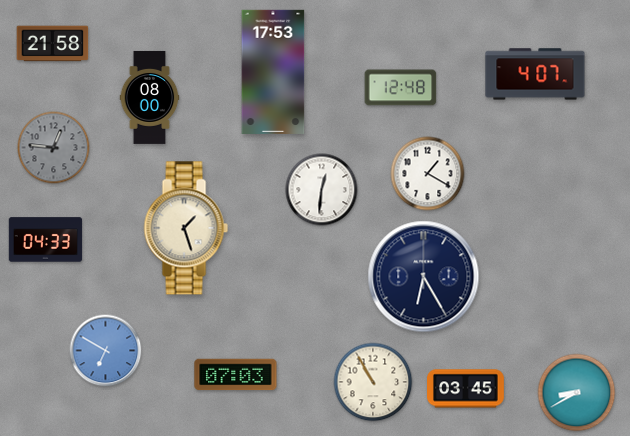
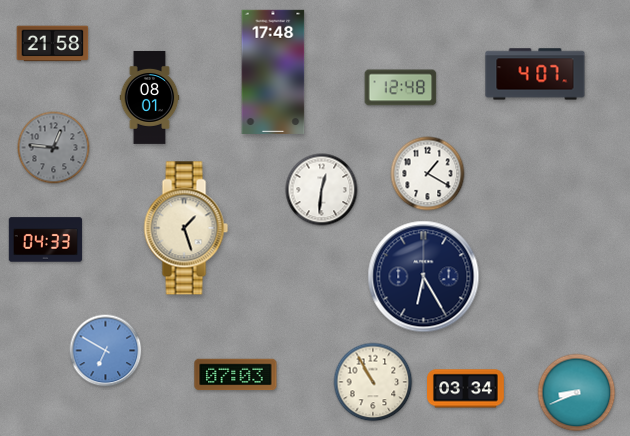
clock at (273, 72): 17:53 -> 17:48
clock at (150, 98): 08:00 -> 08:01
clock at (466, 389): 03:45 -> 03:34
clock at (577, 393): 8:40 -> 8:41
